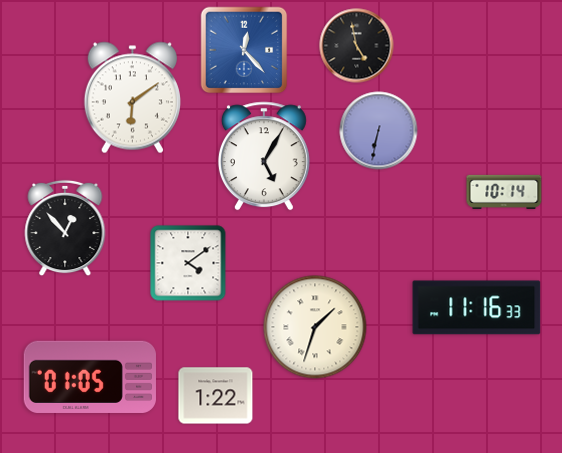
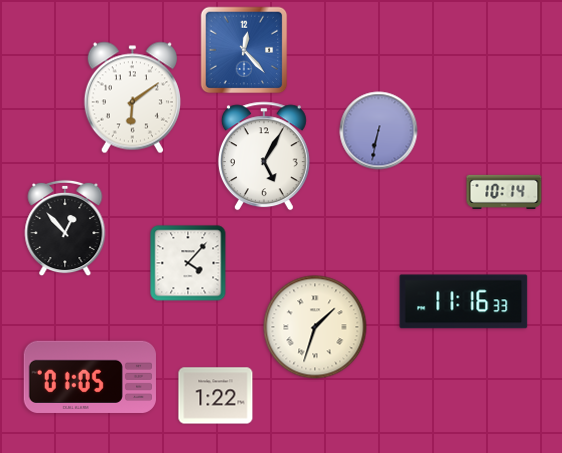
clock at (357, 46): 4:58 -> none
clock at (188, 263): 4:09 -> 4:07
clock at (477, 308) position: (477, 308) -> (464, 302)
